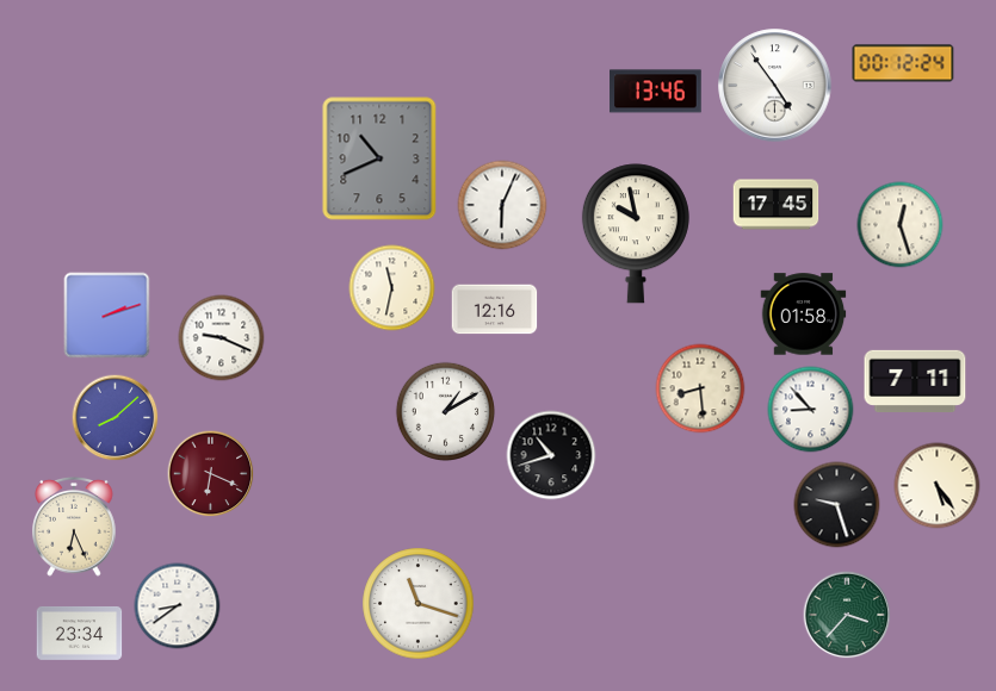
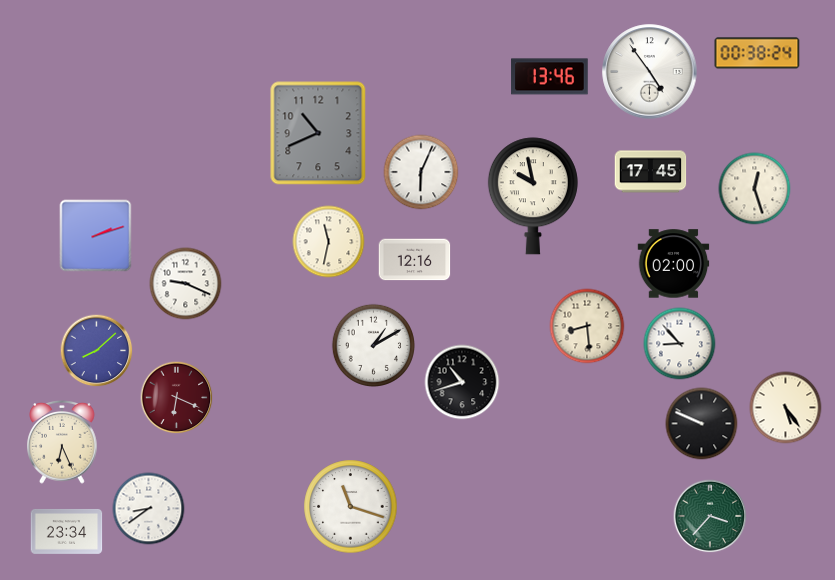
clock at (903, 63): 00:12 -> 00:38
clock at (804, 315): 01:58 -> 02:00
clock at (107, 316) position: (107, 316) -> (96, 236)
clock at (915, 380): 7:11 -> none
clock at (837, 505): 9:27 -> 9:49
